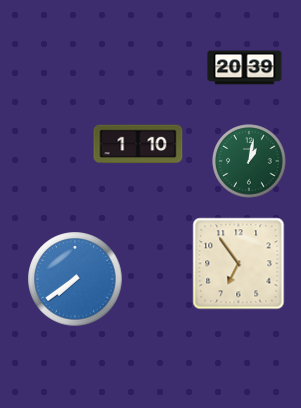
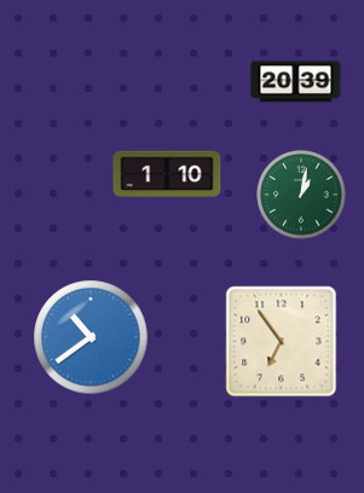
clock at (239, 264) position: (239, 264) -> (282, 342)
clock at (75, 279): 7:39 -> 10:39
